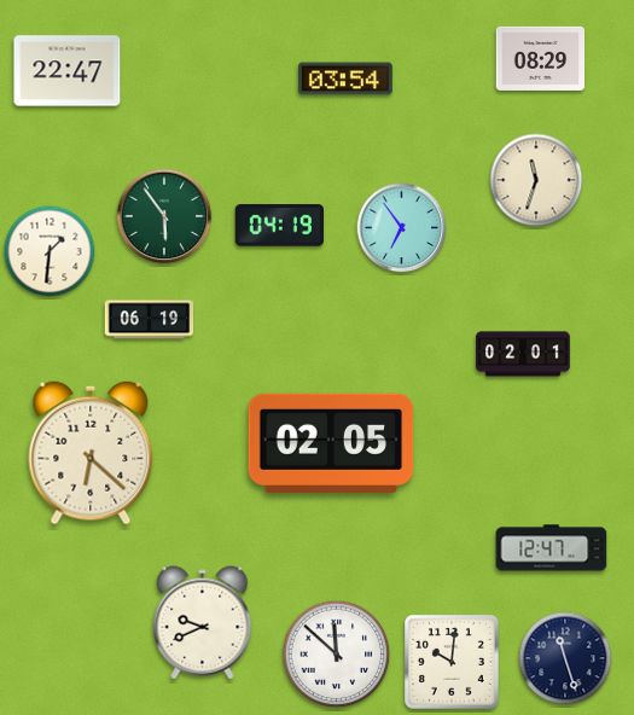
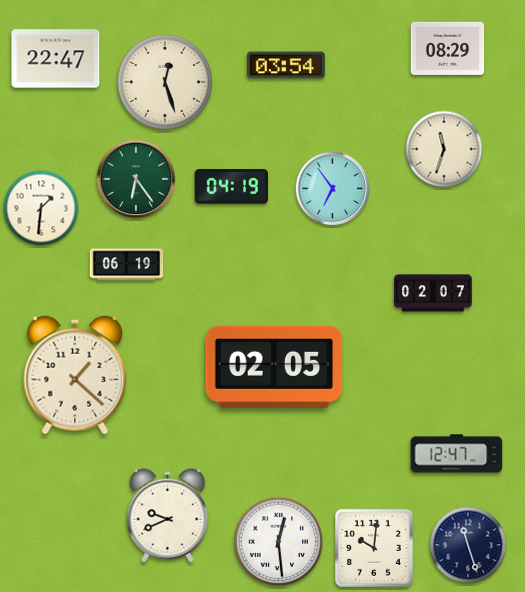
clock at (164, 81): none -> 12:27
clock at (164, 216): 5:54 -> 6:24
clock at (150, 320) position: (150, 320) -> (127, 265)
clock at (524, 354): 02:01 -> 02:07
clock at (91, 453): 6:22 -> 1:22
clock at (337, 655): 11:52 -> 12:29
